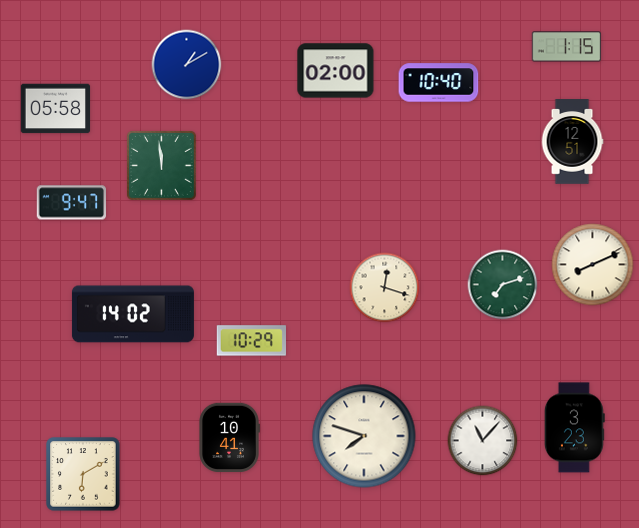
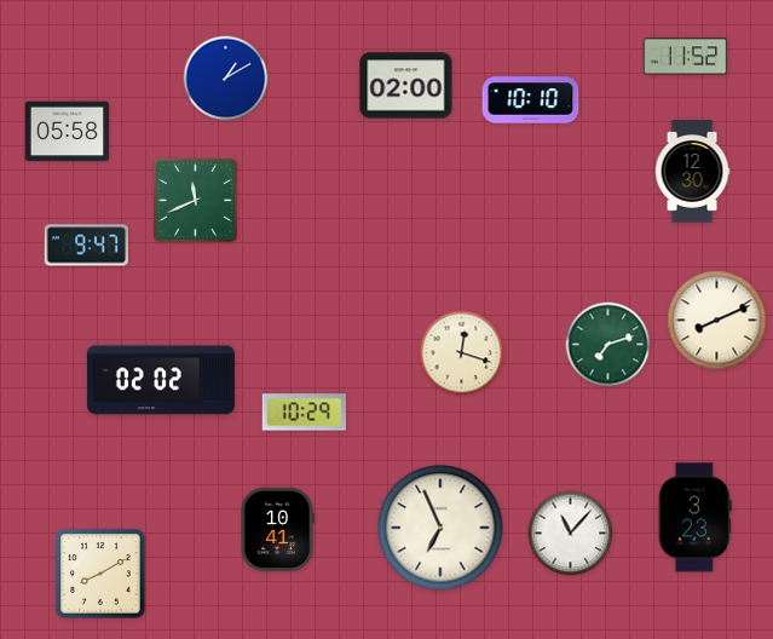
clock at (567, 47): 1:15 -> 11:52
clock at (439, 83): 10:40 -> 10:10
clock at (572, 142): 12:51 -> 12:30
clock at (162, 166): 11:59 -> 11:41
clock at (385, 288) position: (385, 288) -> (462, 353)
clock at (133, 314): 14:02 -> 02:02
clock at (364, 436): 7:48 -> 6:56
clock at (483, 441) position: (483, 441) -> (571, 534)
clock at (83, 474): 6:10 -> 8:10
